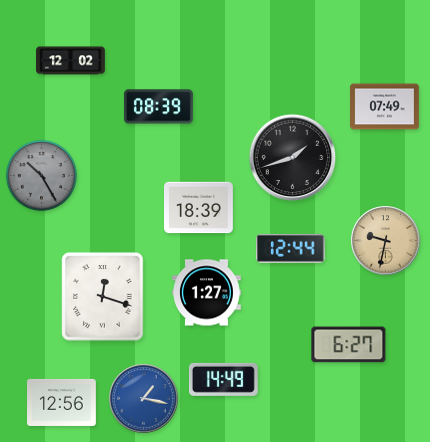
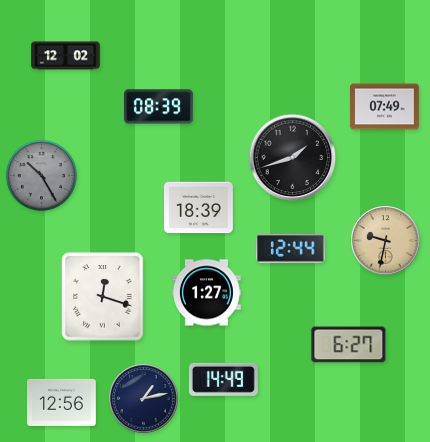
clock at (71, 61) position: (71, 61) -> (66, 56)
clock at (144, 399): 1:17 -> 1:13
clock at (144, 399) dial: blue -> navy
